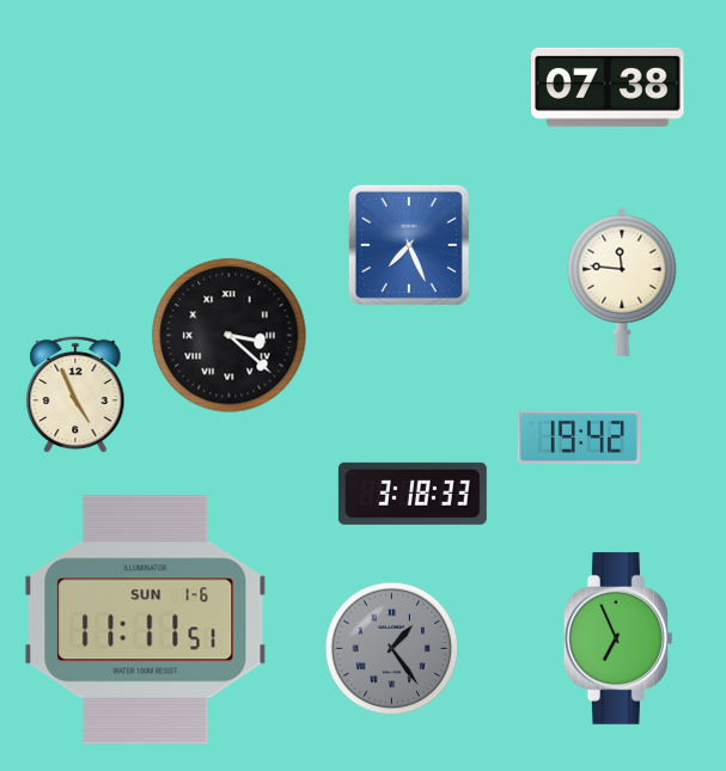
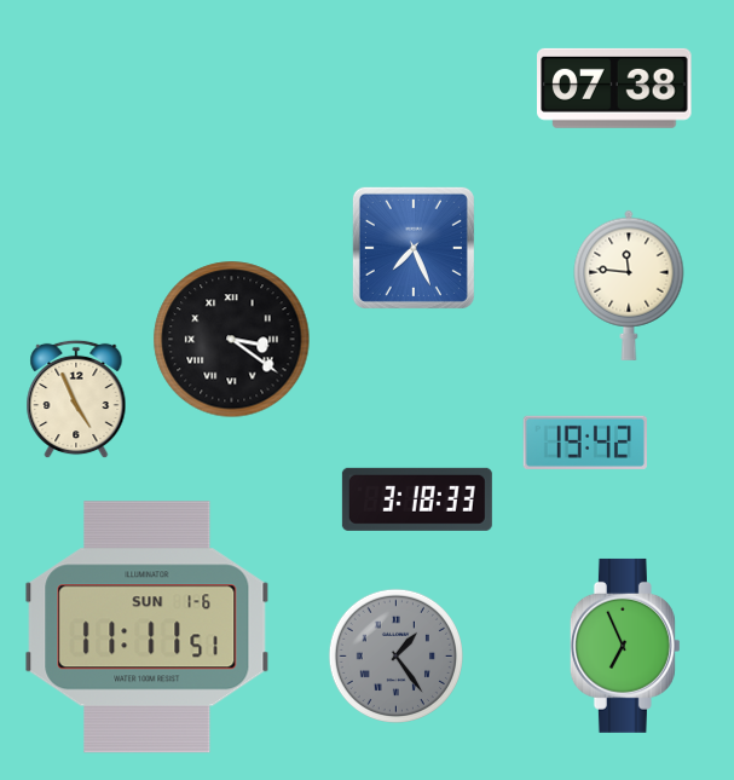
clock at (230, 336): 3:22 -> 3:21
